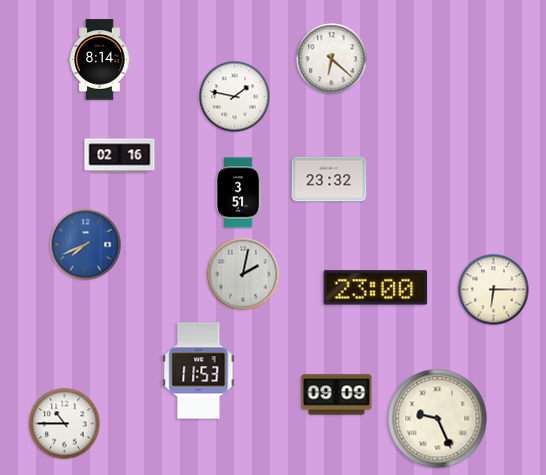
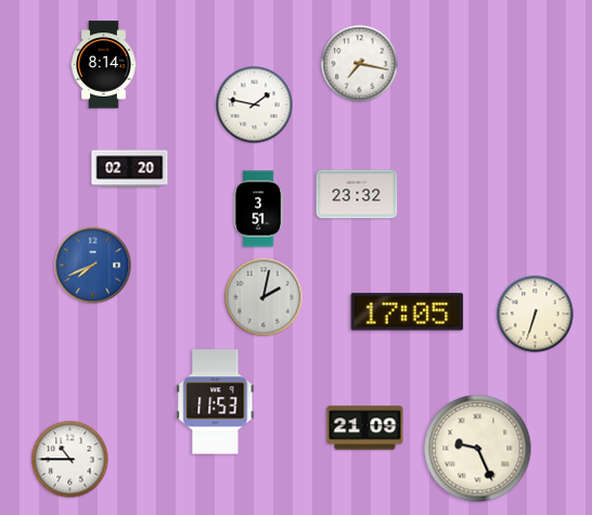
clock at (332, 59): 6:22 -> 7:17
clock at (100, 60) position: (100, 60) -> (104, 65)
clock at (120, 156): 02:16 -> 02:20
clock at (376, 288): 23:00 -> 17:05
clock at (494, 290): 6:15 -> 6:33
clock at (337, 395): 09:09 -> 21:09
clock at (438, 419) position: (438, 419) -> (478, 449)
